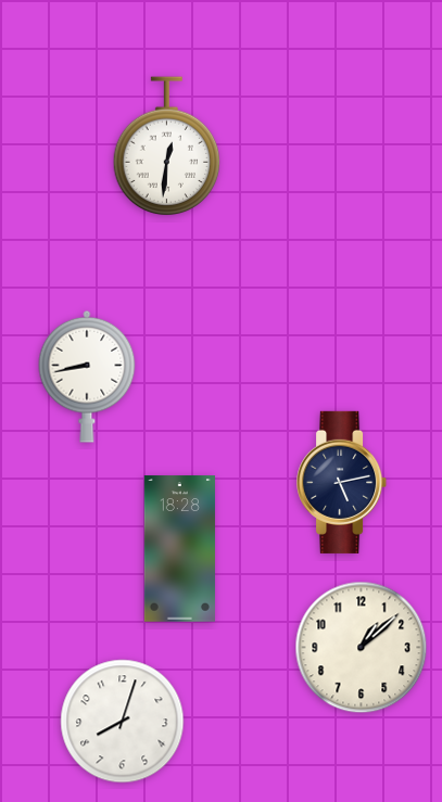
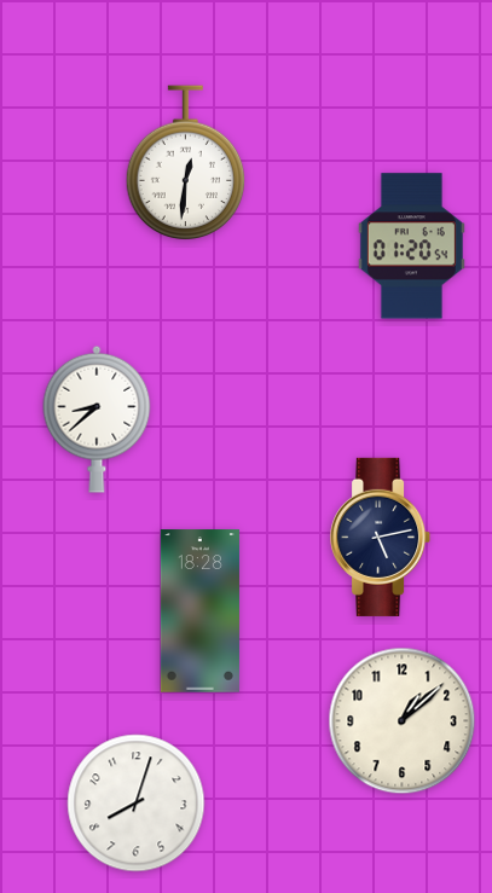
clock at (411, 247): none -> 01:20
clock at (87, 377): 8:43 -> 8:38
